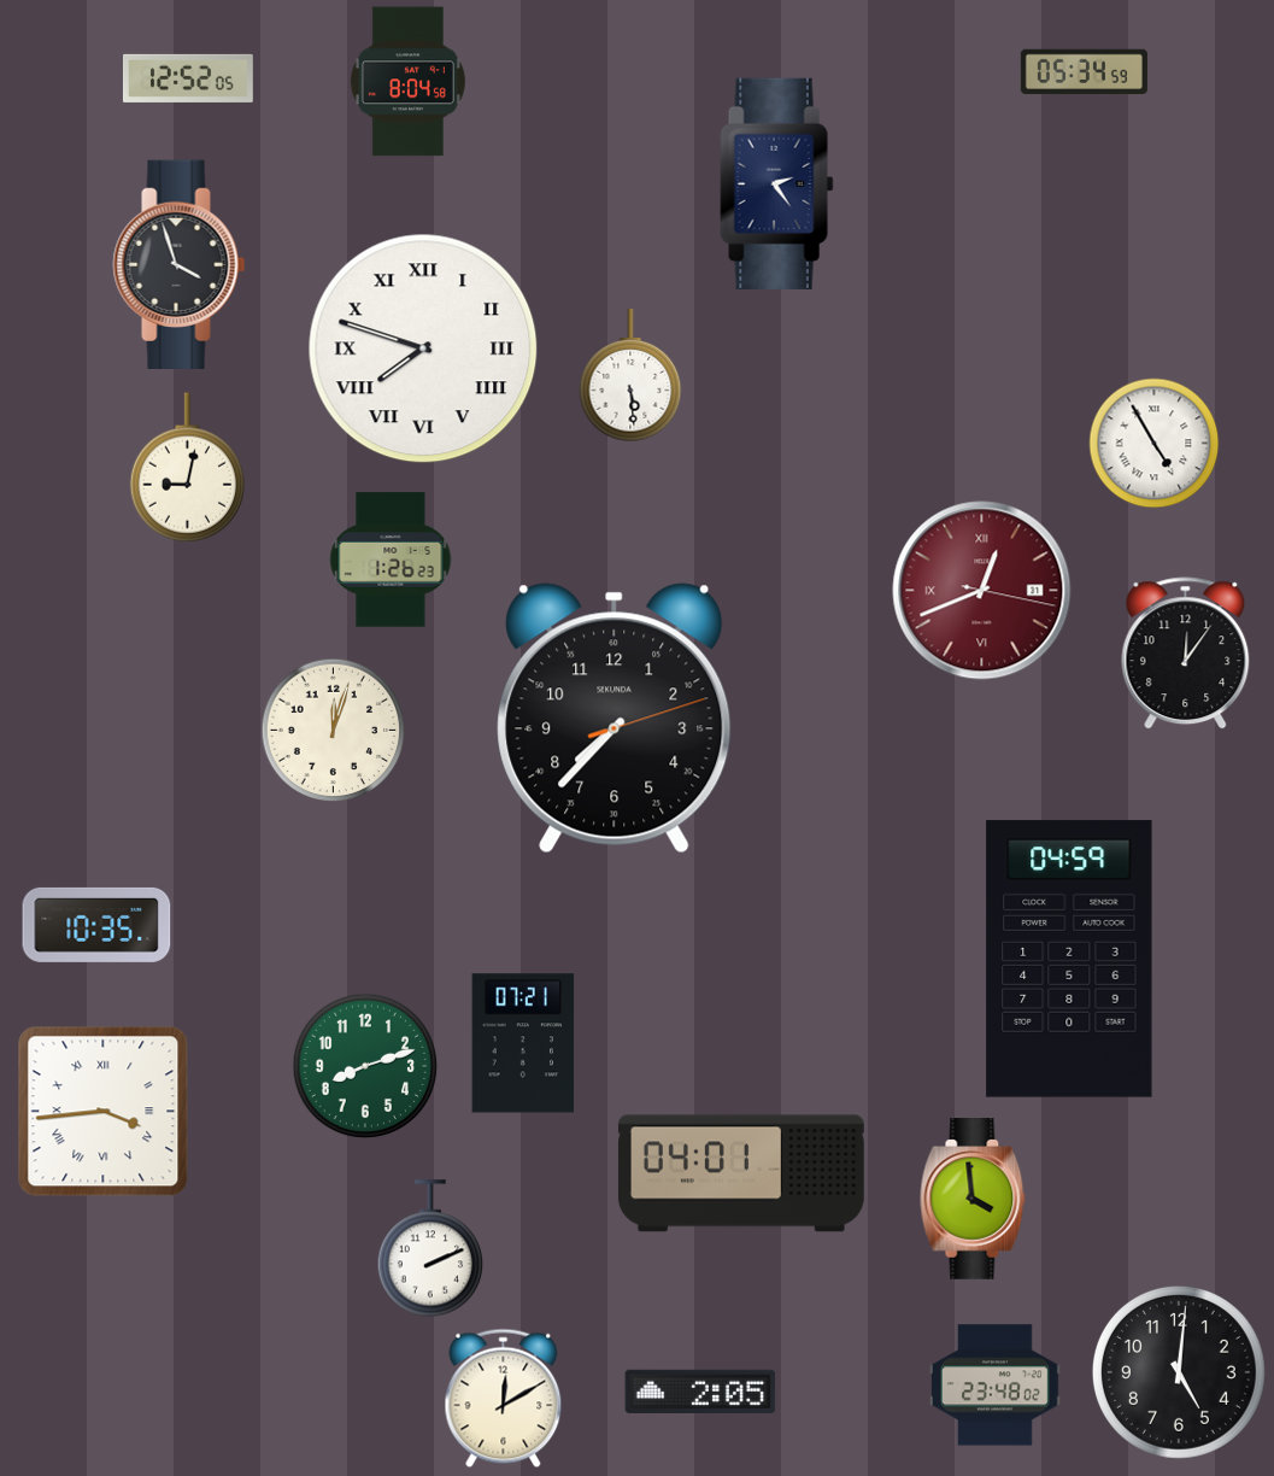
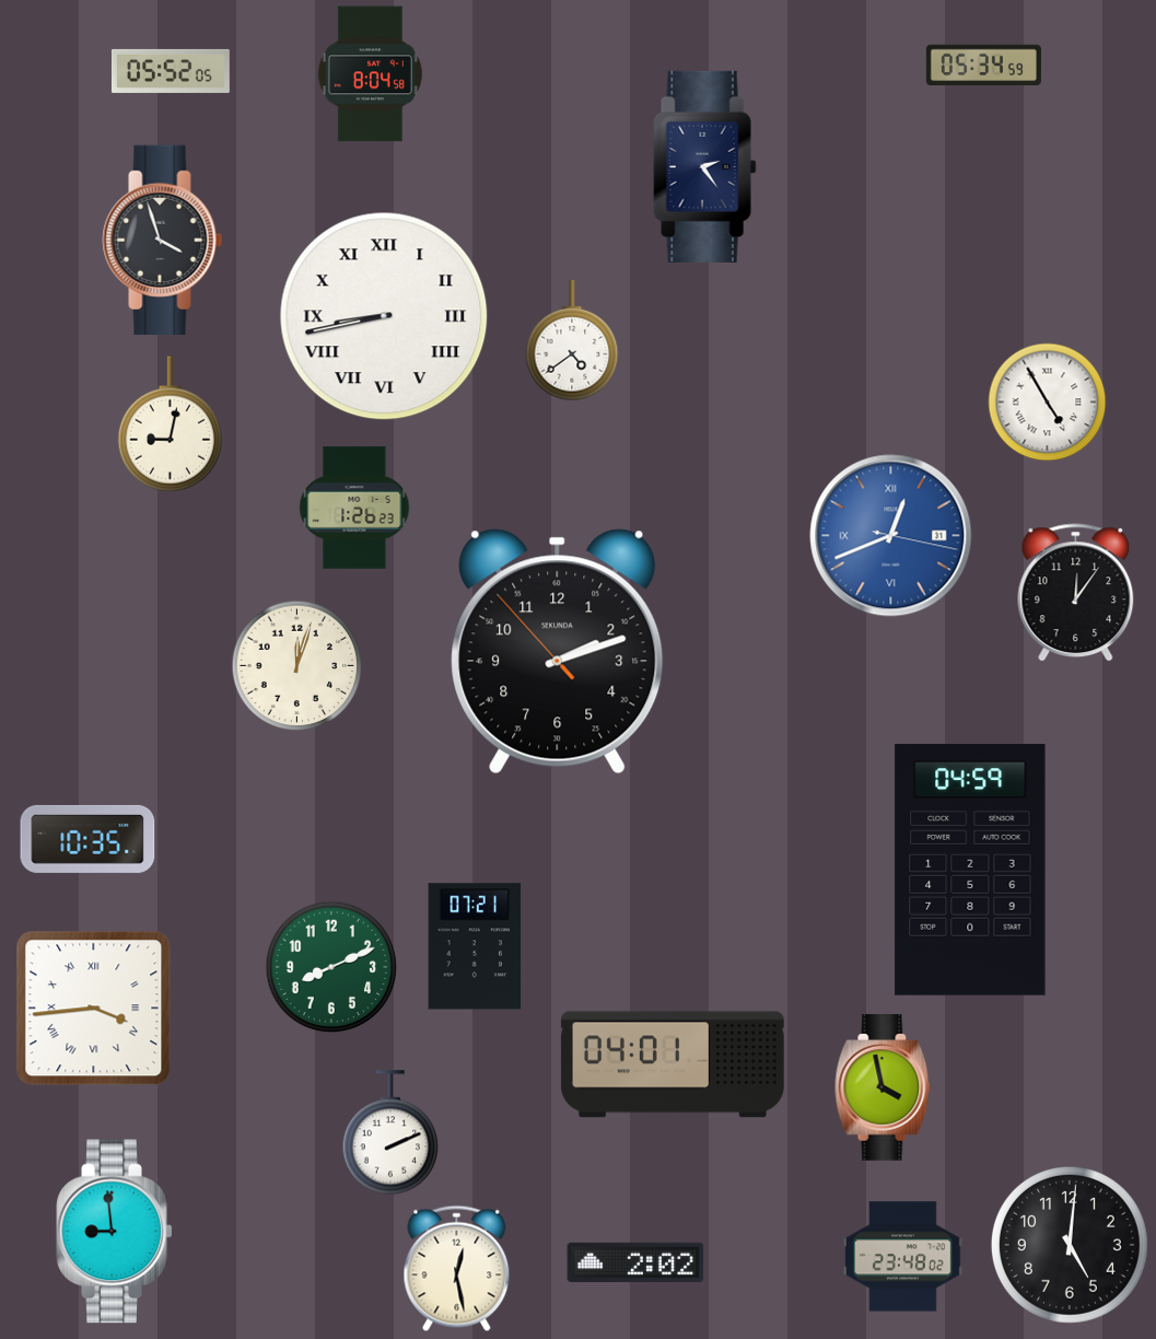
clock at (188, 78): 12:52 -> 05:52
clock at (423, 348): 7:48 -> 8:43
clock at (630, 376): 5:29 -> 4:39
clock at (982, 591) dial: burgundy -> blue
clock at (615, 719): 7:37 -> 2:11
clock at (334, 731) position: (334, 731) -> (297, 666)
clock at (365, 1066): 8:12 -> 8:11
clock at (973, 1199): 3:59 -> 3:58
clock at (115, 1232): none -> 8:59
clock at (700, 1392): 2:05 -> 2:02
clock at (504, 1399): 12:10 -> 12:28
